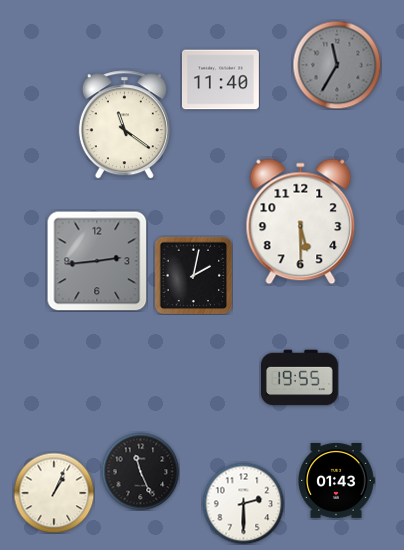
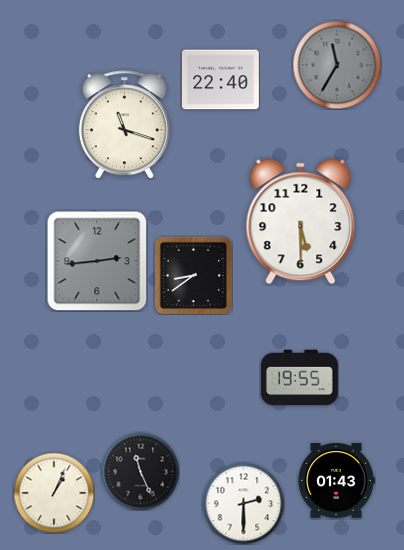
clock at (220, 80): 11:40 -> 22:40
clock at (124, 125): 11:21 -> 11:18
clock at (193, 275): 2:02 -> 8:39
